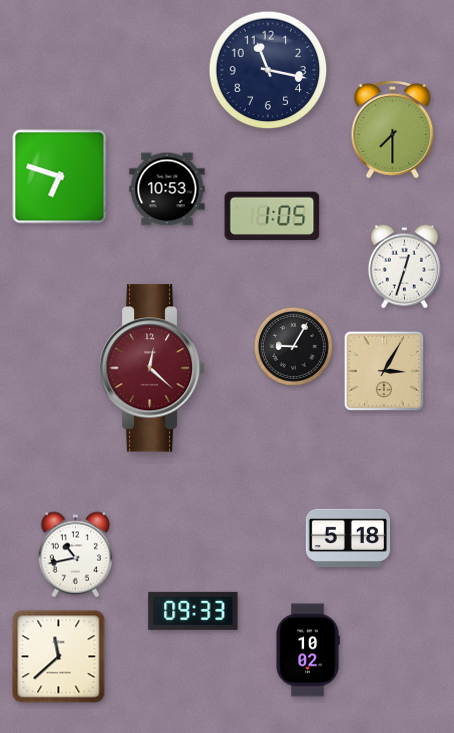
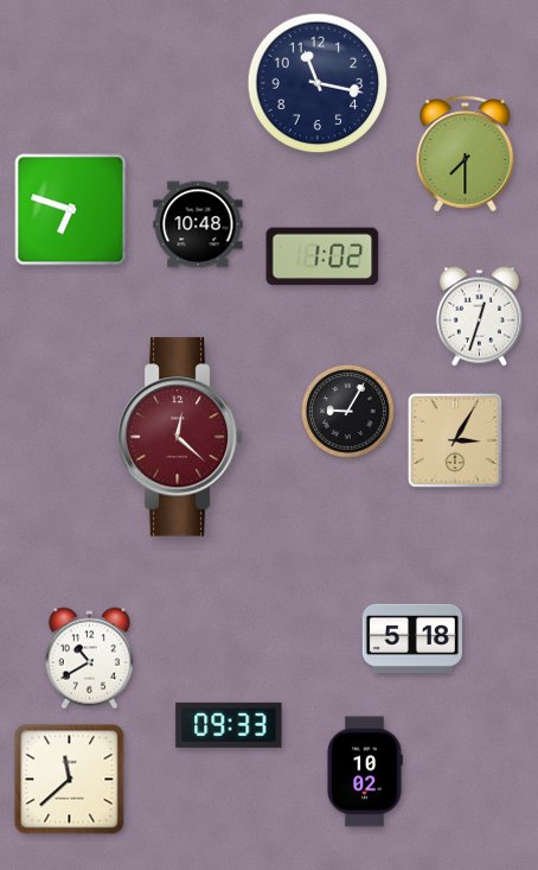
clock at (167, 189): 10:53 -> 10:48
clock at (272, 216): 1:05 -> 1:02
clock at (76, 555): 10:43 -> 10:40
